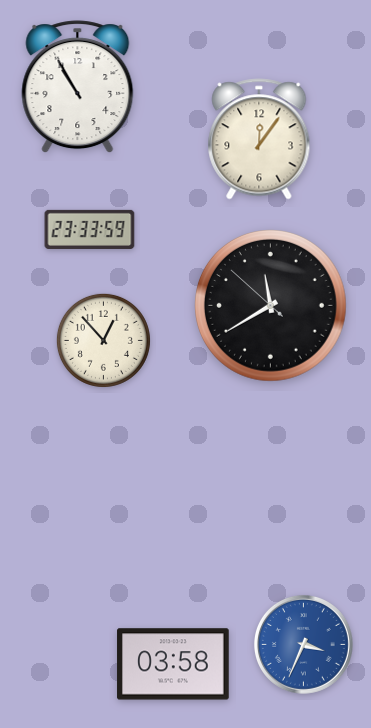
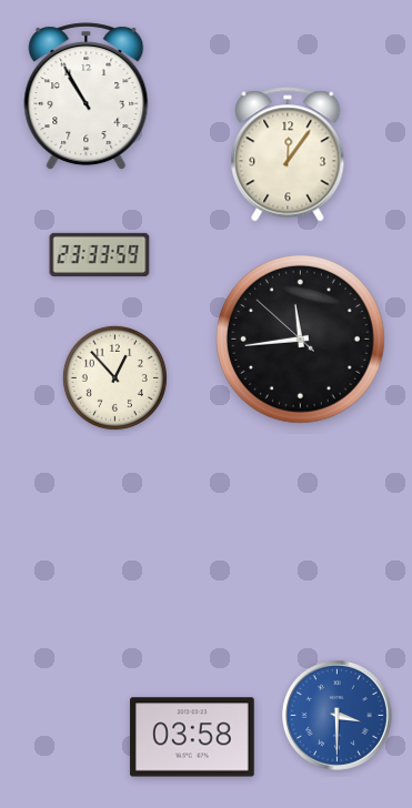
clock at (271, 306): 11:39 -> 11:43
clock at (303, 644): 3:34 -> 3:30
